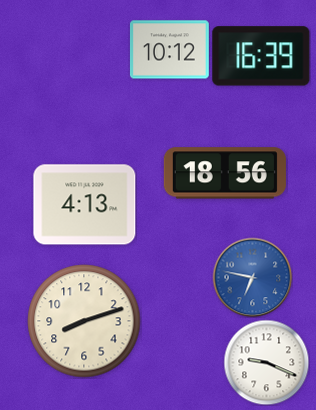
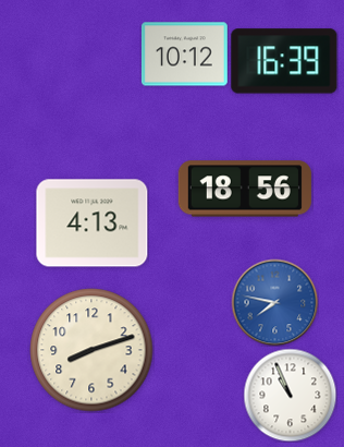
clock at (252, 277): 6:47 -> 7:47
clock at (266, 362): 9:19 -> 10:56
